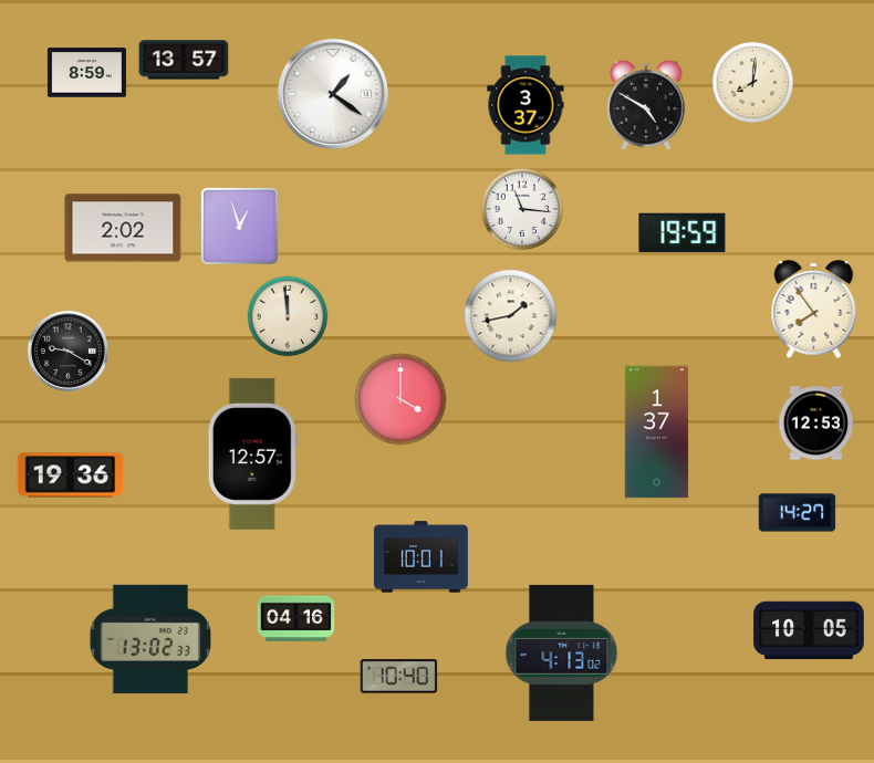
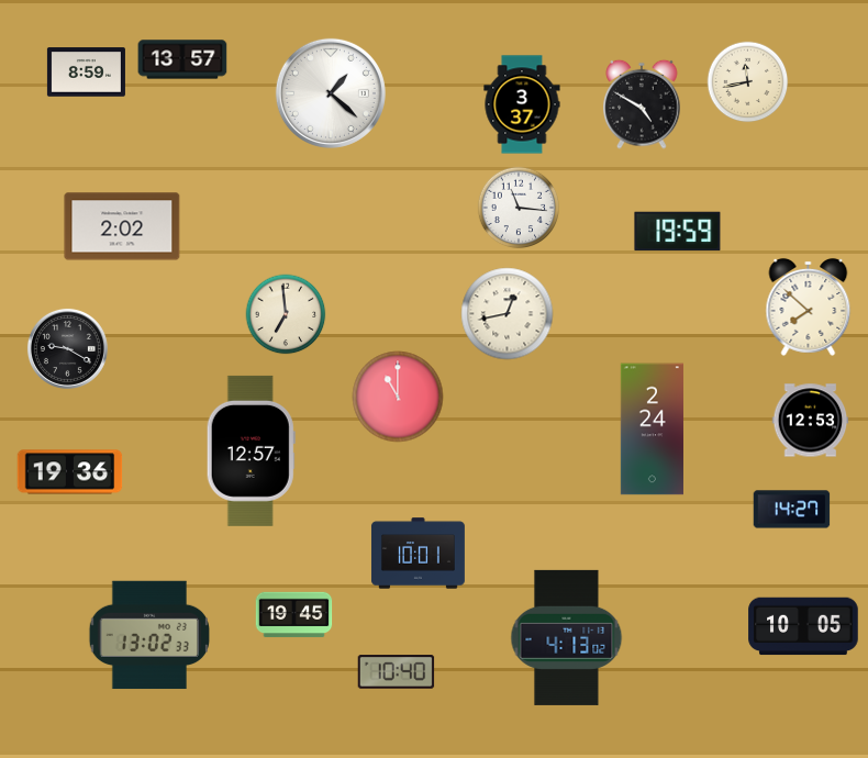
clock at (753, 83): 8:01 -> 11:43
clock at (333, 94): 1:21 -> 1:22
clock at (239, 226): 12:57 -> none
clock at (814, 309): 7:54 -> 7:52
clock at (288, 316): 11:59 -> 6:59
clock at (511, 316): 1:43 -> 12:43
clock at (400, 399): 4:00 -> 11:00
clock at (656, 432): 1:37 -> 2:24
clock at (296, 619): 04:16 -> 19:45
clock at (562, 652) position: (562, 652) -> (567, 637)
